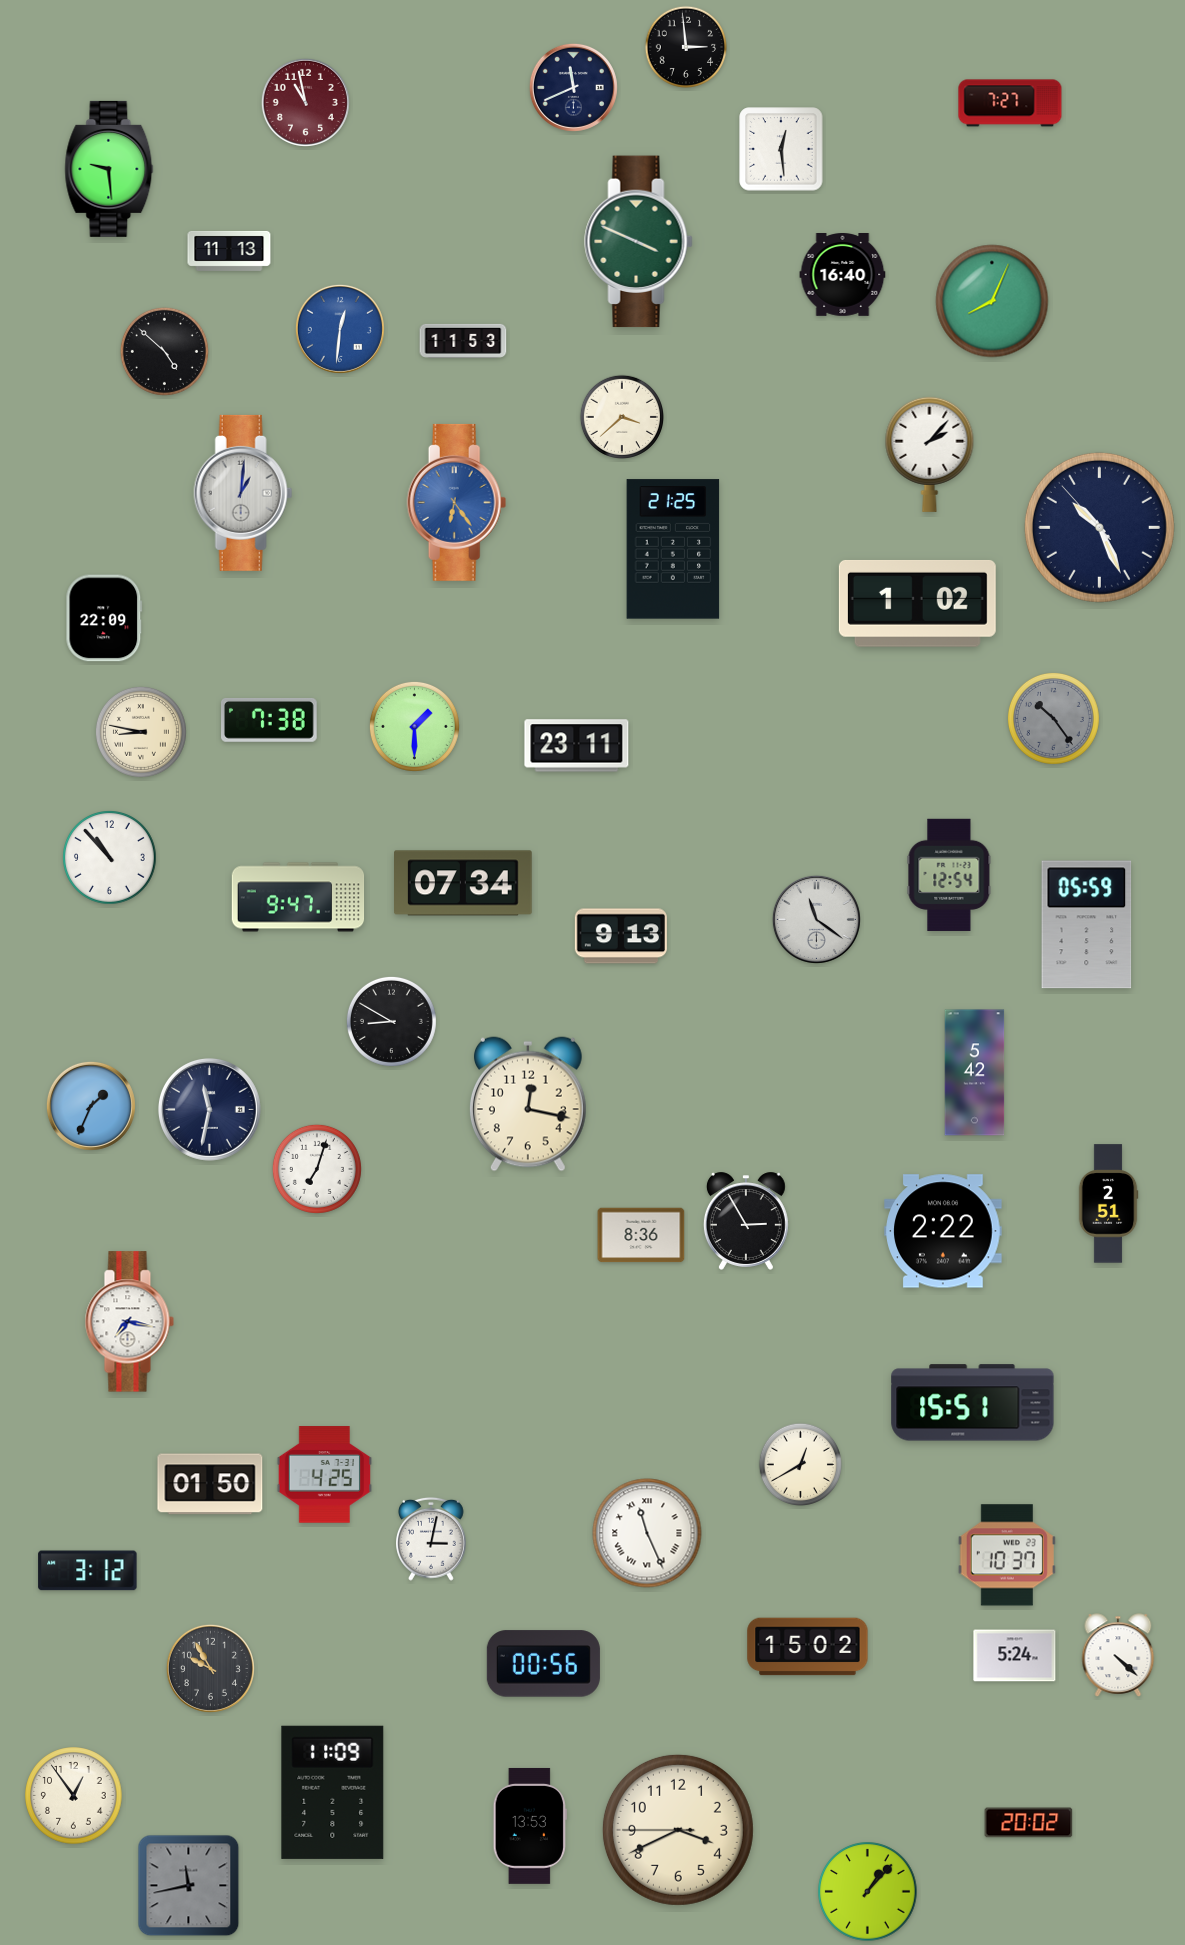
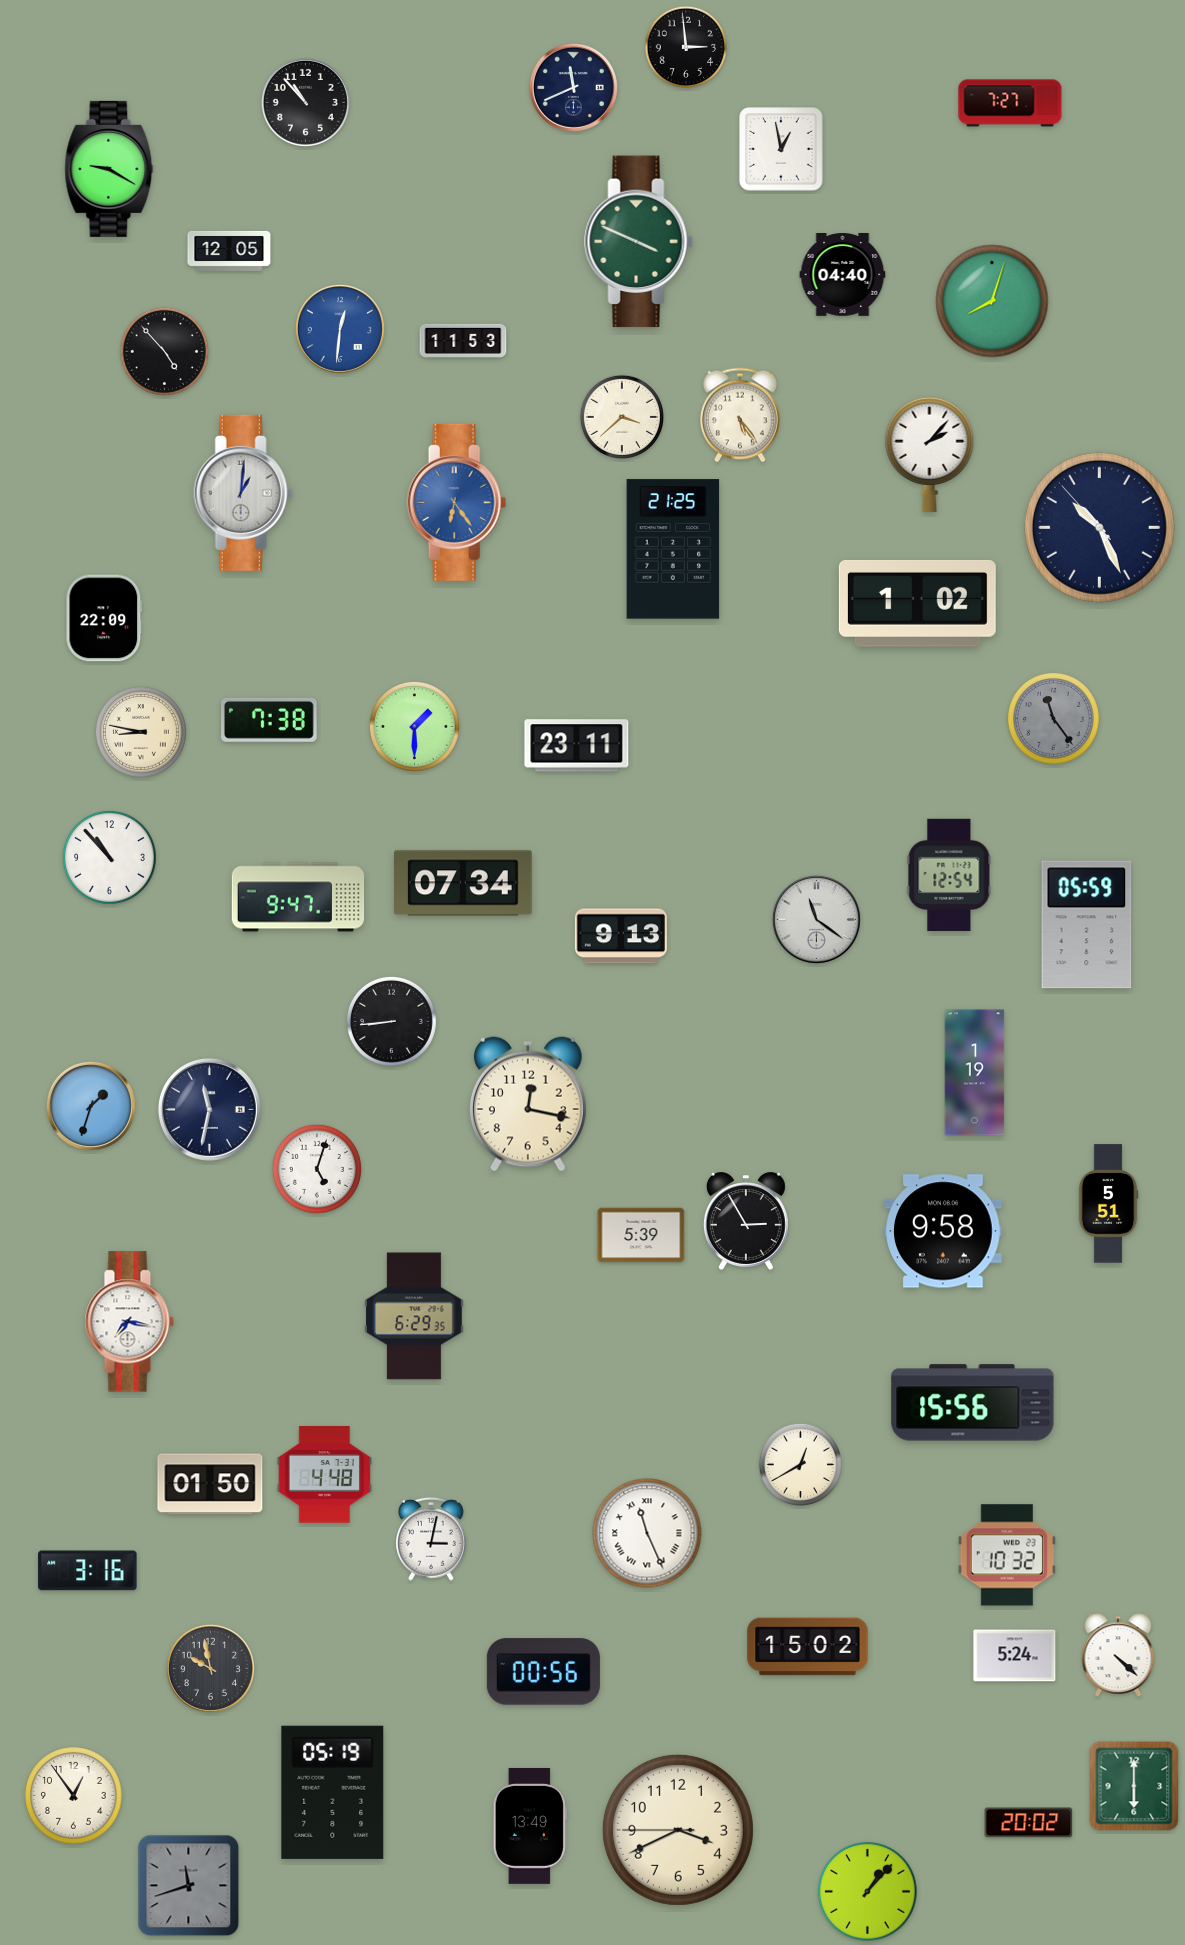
clock at (305, 102): 10:58 -> 10:53
clock at (305, 102) dial: burgundy -> black
clock at (781, 149): 12:29 -> 12:58
clock at (109, 169): 9:29 -> 9:20
clock at (229, 251): 11:13 -> 12:05
clock at (843, 275): 16:40 -> 04:40
clock at (992, 301): 8:04 -> 8:03
clock at (164, 351): 4:52 -> 4:53
clock at (741, 415): none -> 5:24
clock at (1053, 718): 10:24 -> 11:24
clock at (391, 1021): 8:50 -> 8:44
clock at (975, 1073): 5:42 -> 1:19
clock at (91, 1106): 1:34 -> 1:33
clock at (317, 1169): 7:03 -> 5:03
clock at (1108, 1204): 2:51 -> 5:51
clock at (943, 1231): 2:22 -> 9:58
clock at (641, 1235): 8:36 -> 5:39
clock at (414, 1316): none -> 6:29
clock at (973, 1403): 15:51 -> 15:56
clock at (324, 1475): 4:25 -> 4:48
clock at (1007, 1555): 10:37 -> 10:32
clock at (88, 1571): 3:12 -> 3:16
clock at (543, 1664) position: (543, 1664) -> (543, 1672)
clock at (210, 1668): 9:55 -> 9:58
clock at (1134, 1786): none -> 6:00
clock at (333, 1792): 11:09 -> 05:19
clock at (530, 1826): 13:53 -> 13:49
clock at (189, 1886): 11:43 -> 11:42
